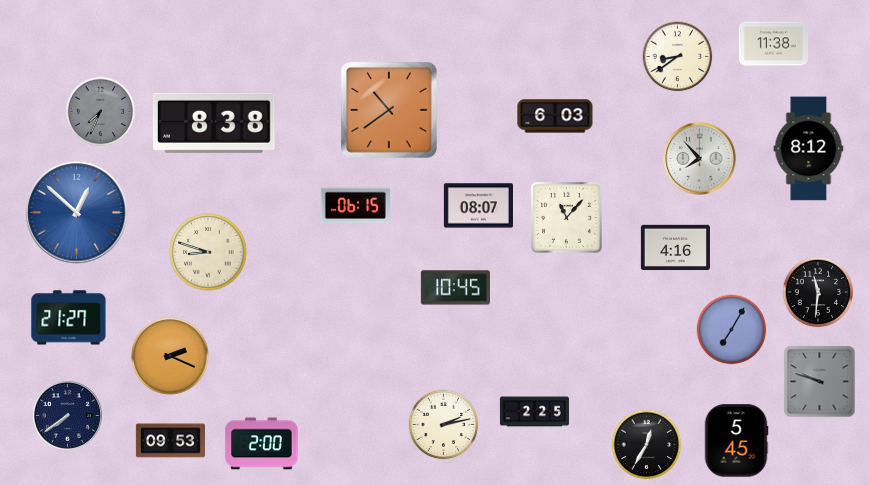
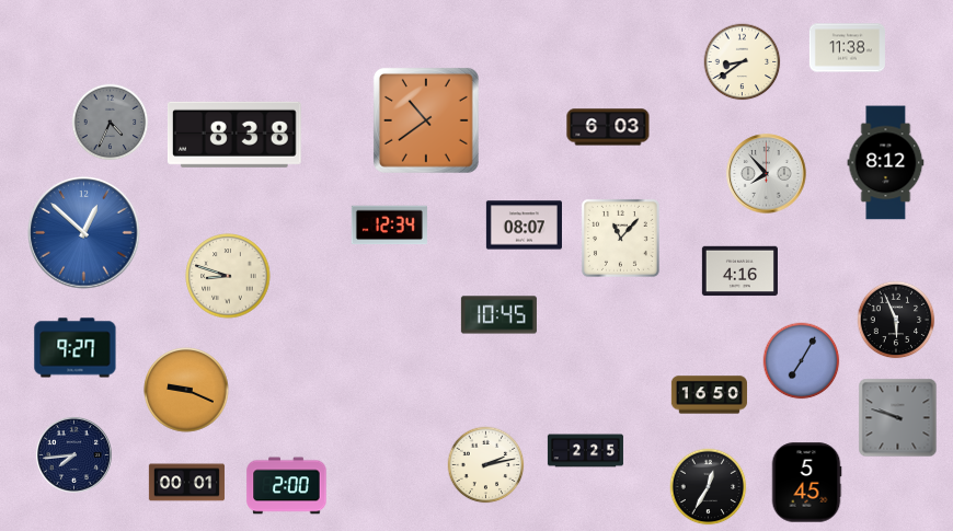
clock at (101, 112): 7:34 -> 4:34
clock at (355, 206): 06:15 -> 12:34
clock at (818, 292): 11:31 -> 5:56
clock at (69, 318): 21:27 -> 9:27
clock at (170, 356): 2:19 -> 9:19
clock at (709, 395): none -> 16:50
clock at (67, 415): 7:39 -> 7:44
clock at (170, 441): 09:53 -> 00:01
